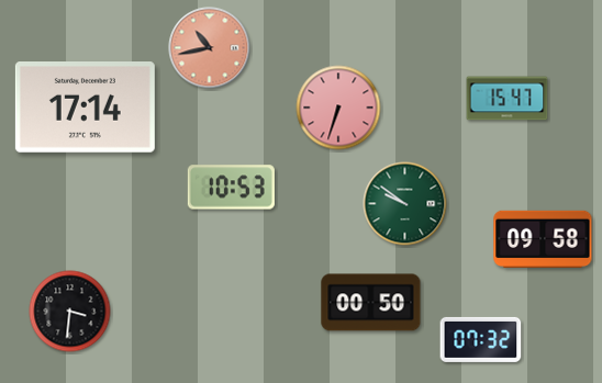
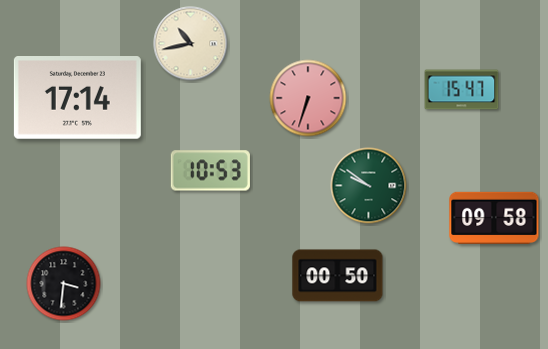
clock at (210, 48) dial: salmon -> cream
clock at (481, 339): 07:32 -> none
